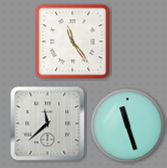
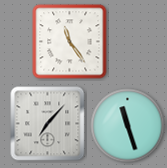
clock at (73, 42) position: (73, 42) -> (70, 42)
clock at (48, 124): 11:38 -> 7:07
